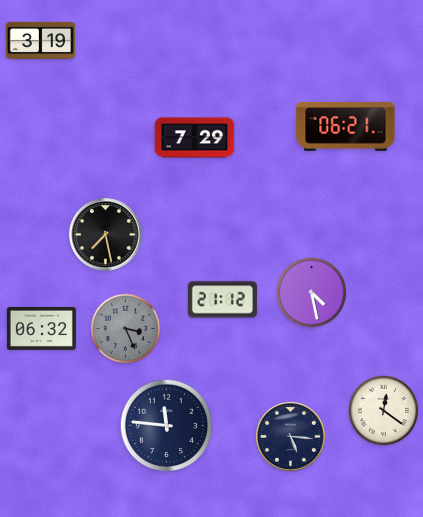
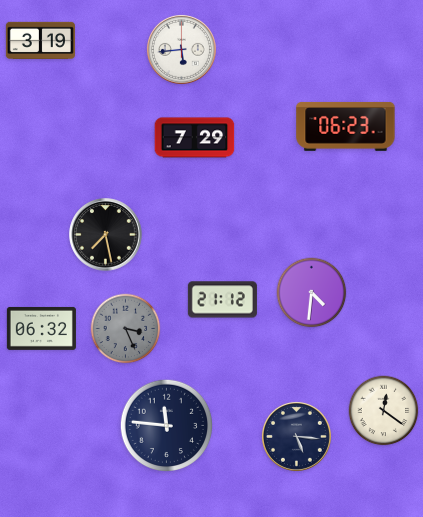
clock at (181, 49): none -> 5:44
clock at (346, 126): 06:21 -> 06:23
clock at (312, 293): 4:28 -> 4:31
clock at (290, 436) position: (290, 436) -> (296, 436)
